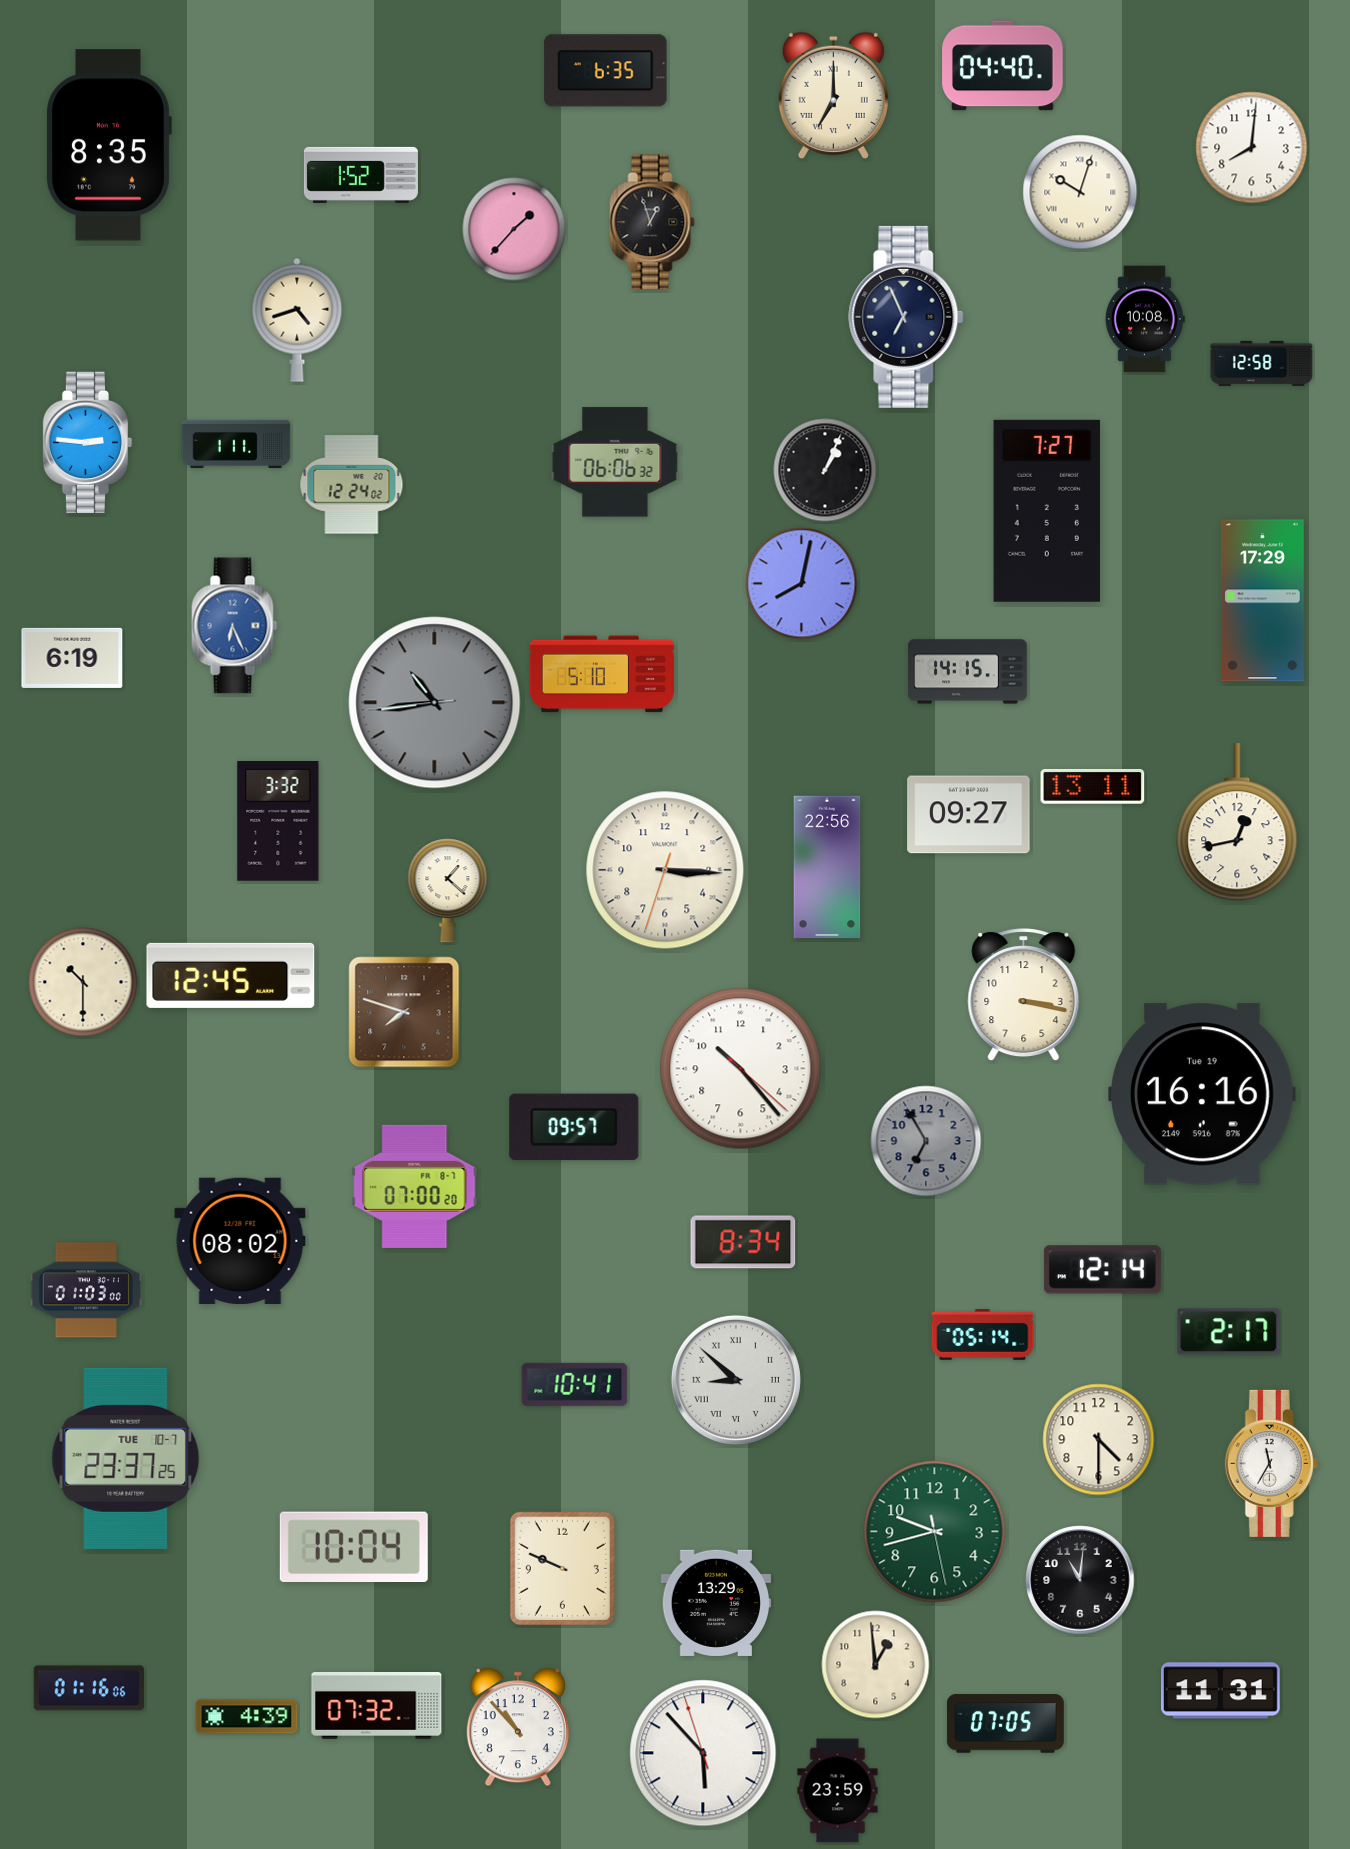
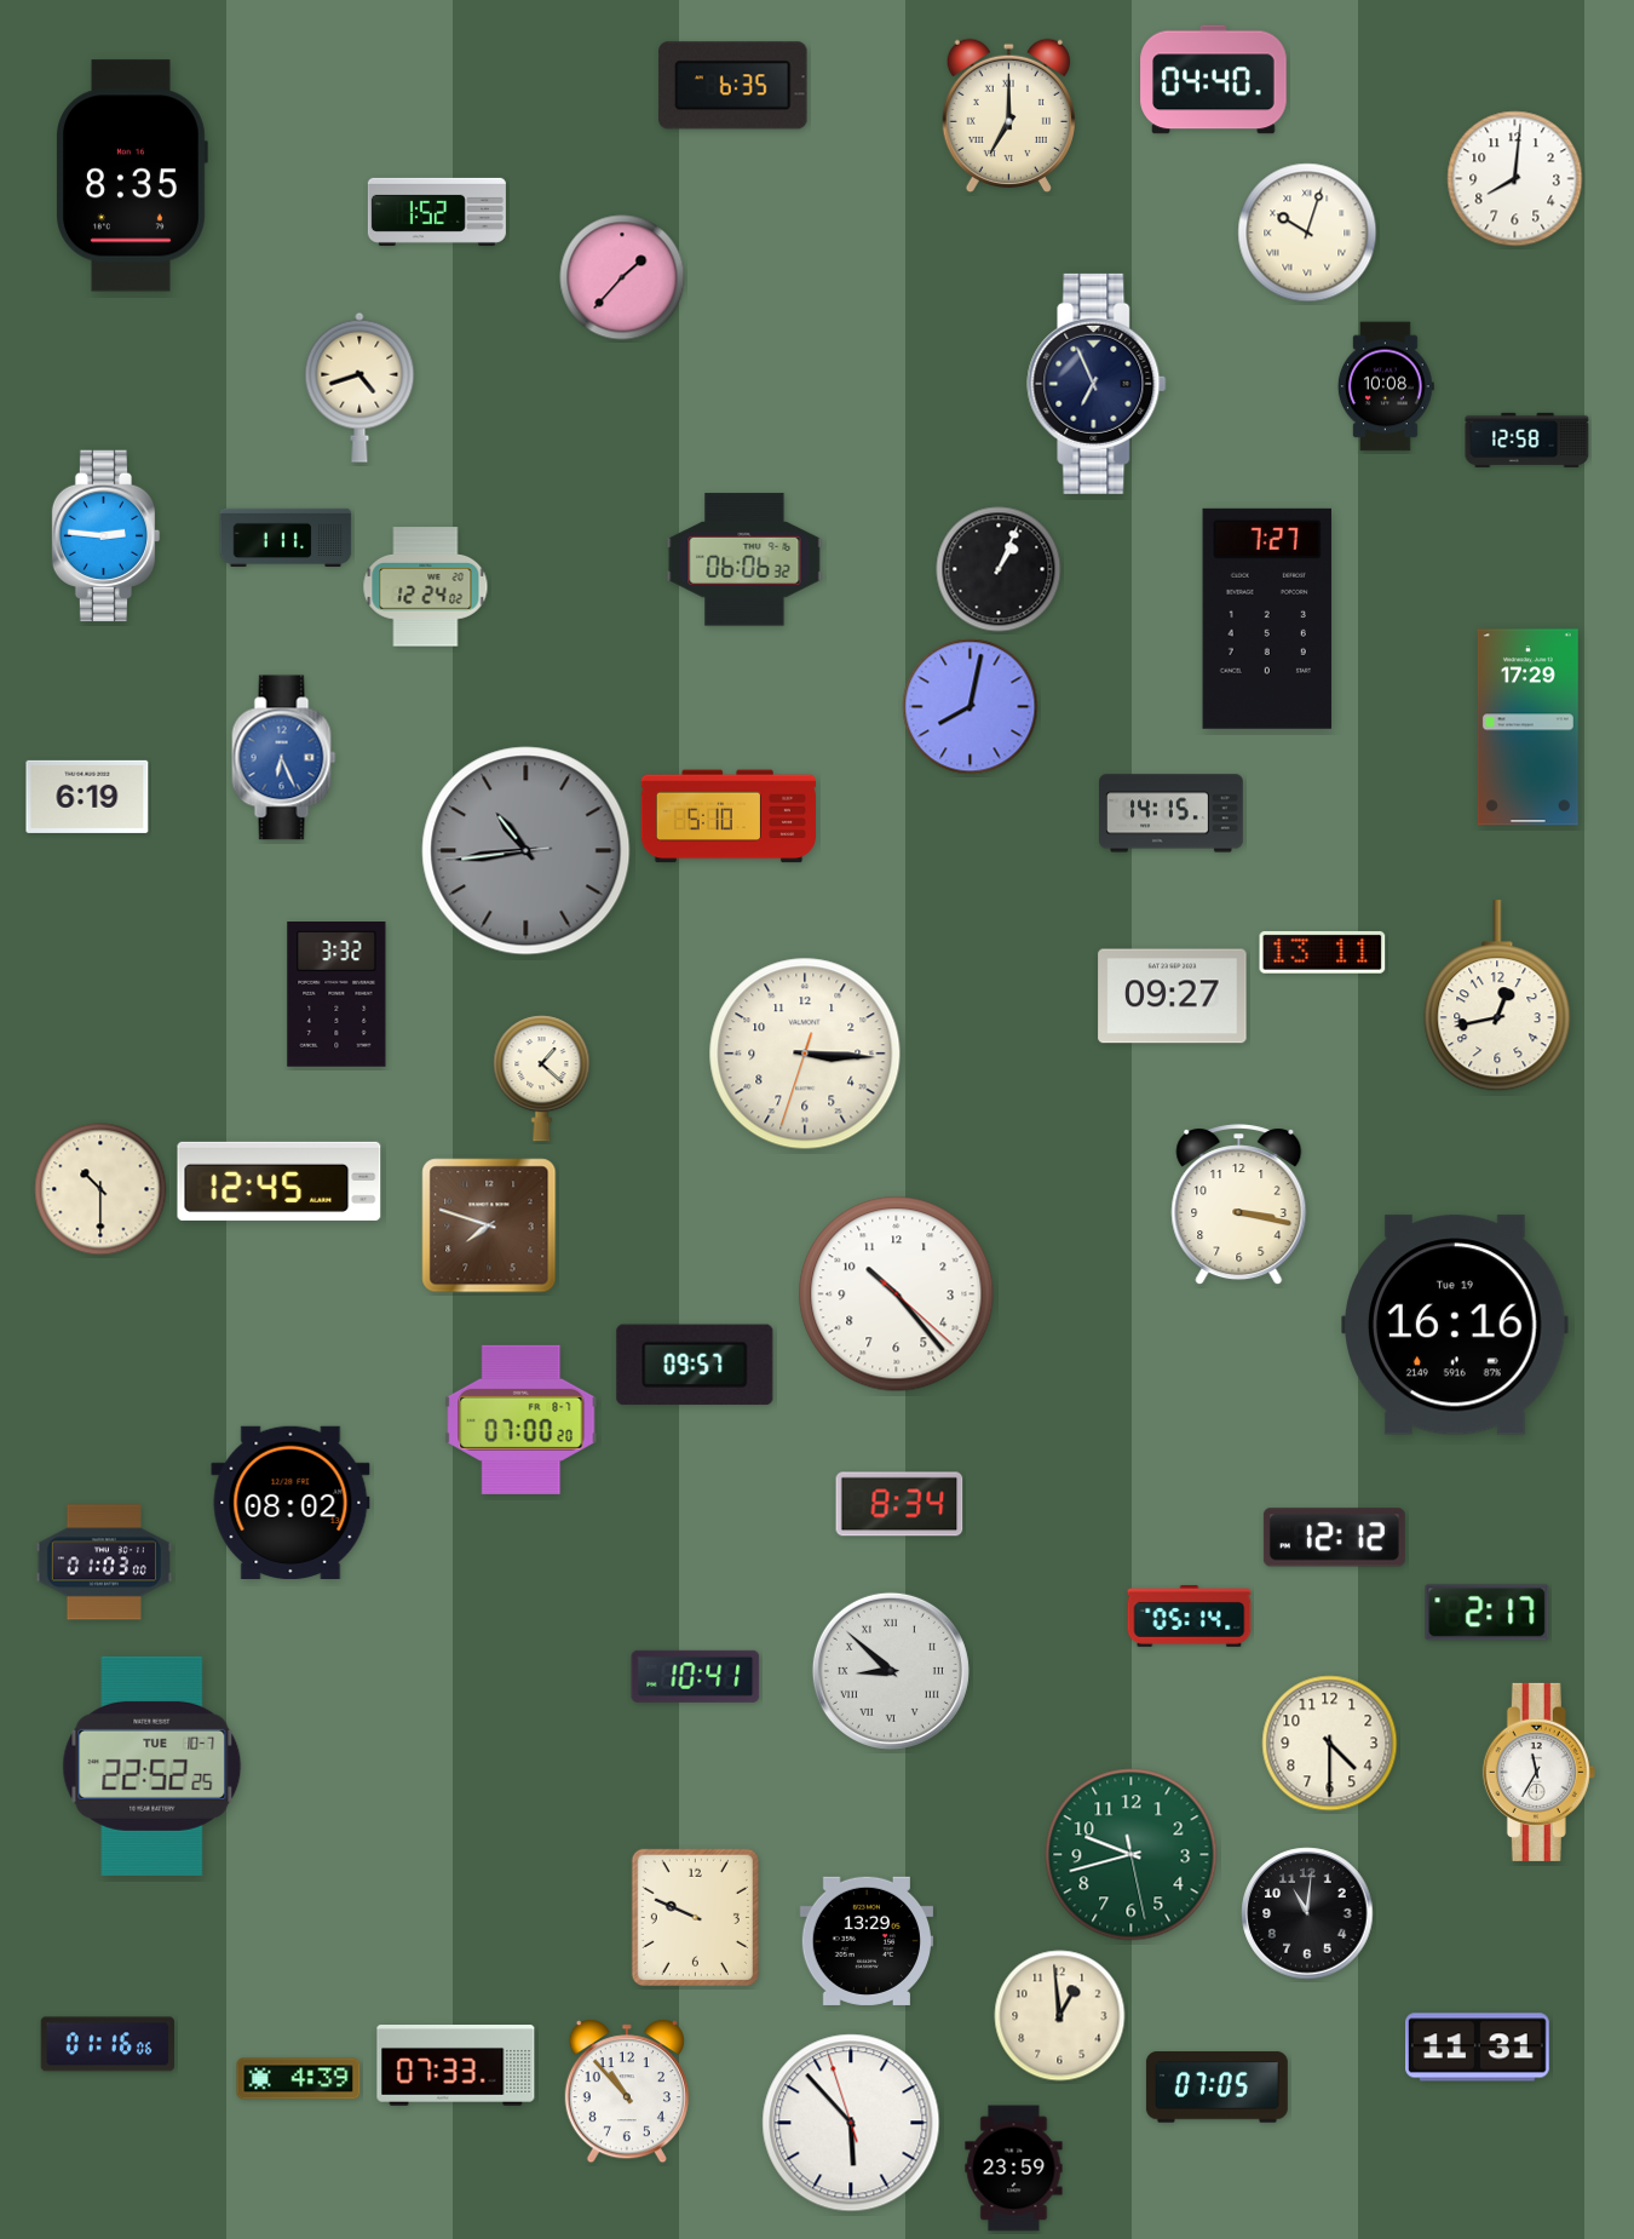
clock at (652, 222): 12:57 -> none
clock at (969, 815) position: (969, 815) -> (1173, 997)
clock at (827, 867): 22:56 -> none
clock at (926, 1141): 6:55 -> none
clock at (415, 1186) position: (415, 1186) -> (522, 1419)
clock at (1102, 1270): 12:14 -> 12:12
clock at (126, 1458): 23:37 -> 22:52
clock at (354, 1547): 10:04 -> none
clock at (562, 1568) position: (562, 1568) -> (695, 1917)
clock at (377, 1706): 07:32 -> 07:33
